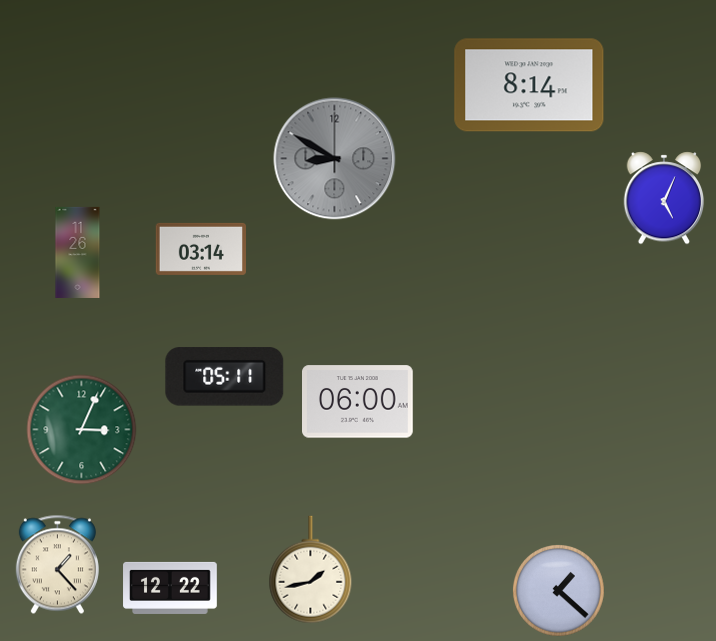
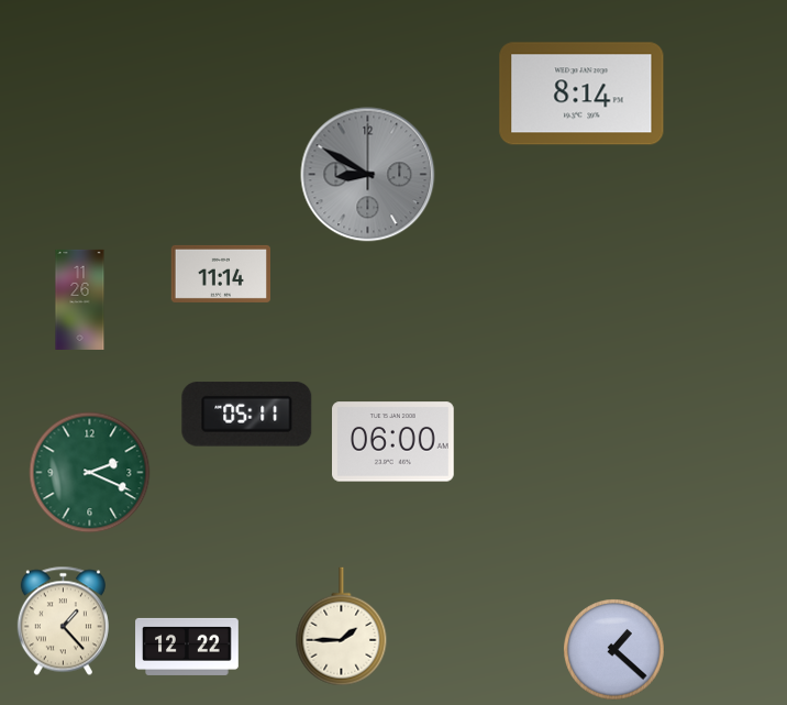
clock at (664, 198): 5:04 -> none
clock at (201, 249): 03:14 -> 11:14
clock at (78, 252) position: (78, 252) -> (80, 299)
clock at (82, 430): 3:04 -> 2:19
clock at (311, 570): 1:43 -> 1:45
